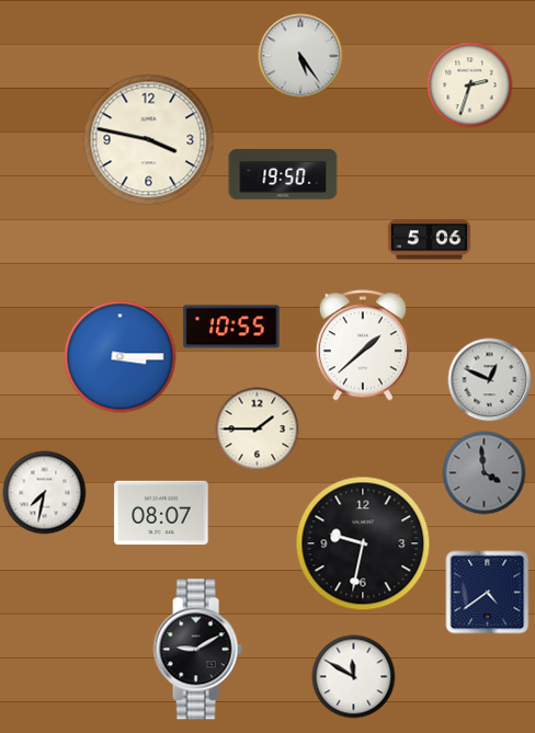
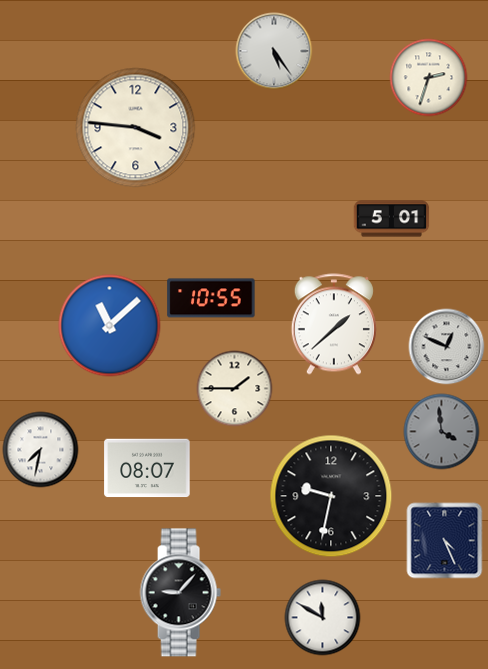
clock at (149, 140): 3:47 -> 3:46
clock at (283, 174): 19:50 -> none
clock at (430, 240): 5:06 -> 5:01
clock at (363, 345) position: (363, 345) -> (334, 324)
clock at (121, 357): 3:15 -> 11:08
clock at (258, 430) position: (258, 430) -> (235, 389)
clock at (488, 593): 4:39 -> 4:26
clock at (197, 650): 9:10 -> 9:07
